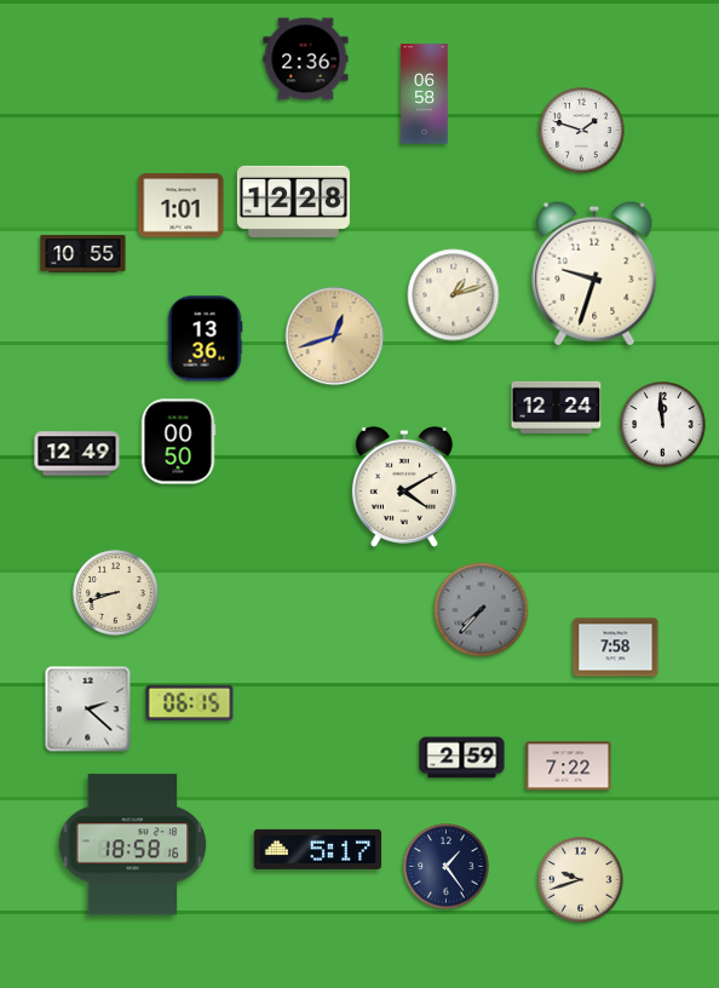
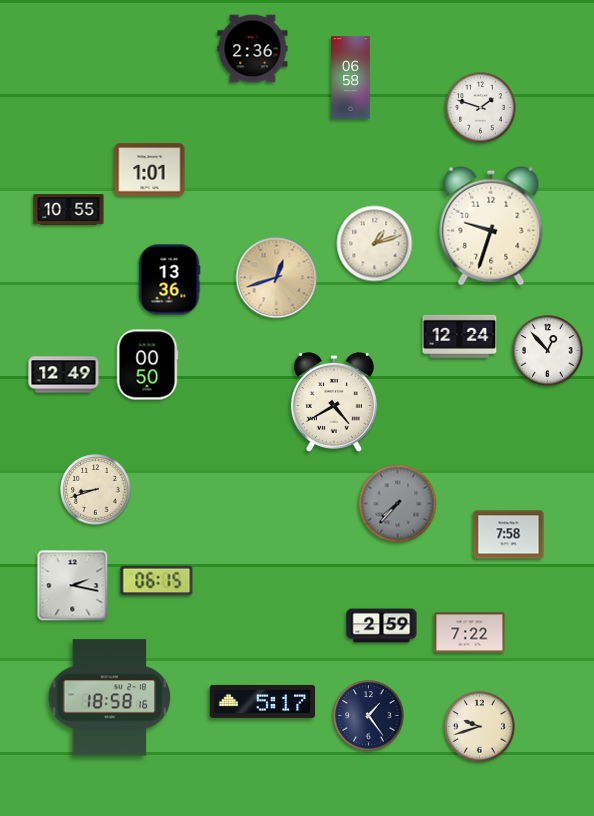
clock at (293, 201): 12:28 -> none
clock at (663, 425): 11:59 -> 12:53
clock at (404, 488): 4:10 -> 4:40
clock at (88, 710): 2:22 -> 2:17
